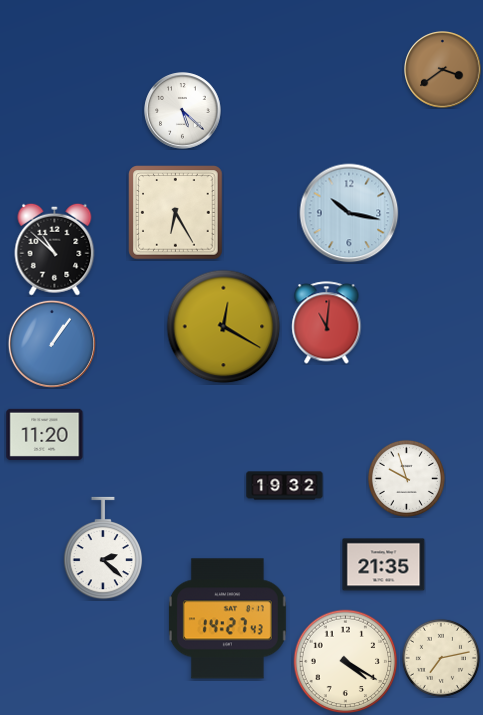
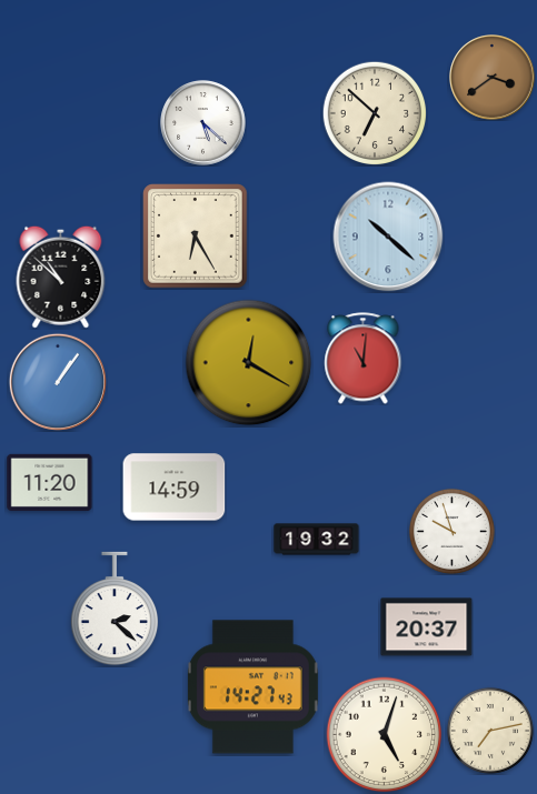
clock at (375, 113): none -> 6:52
clock at (349, 213): 10:17 -> 10:22
clock at (175, 488): none -> 14:59
clock at (384, 565): 21:35 -> 20:37
clock at (346, 662): 4:20 -> 5:03
